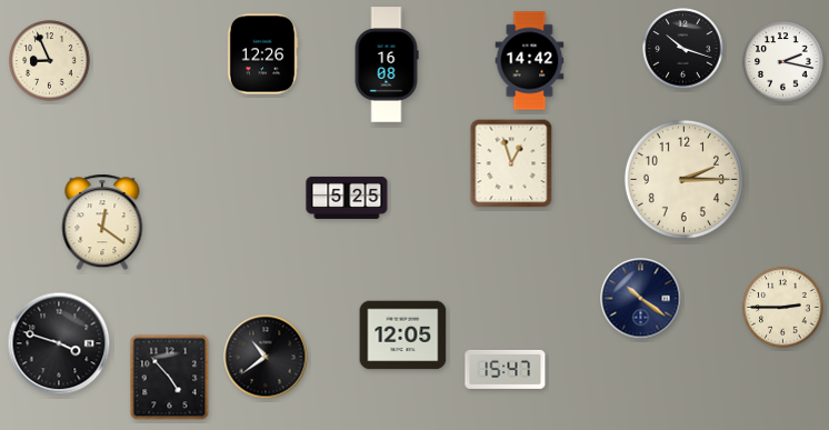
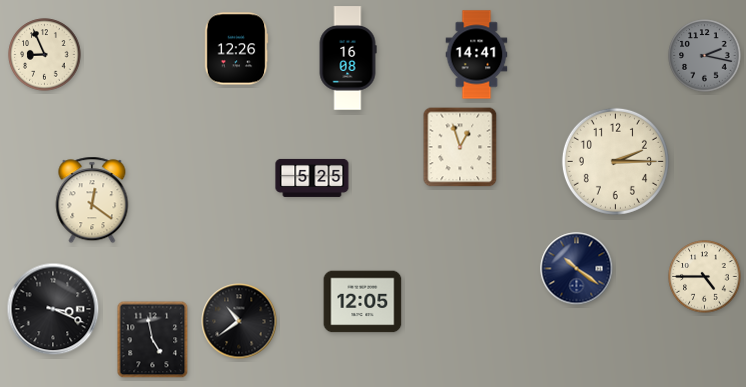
clock at (683, 49): 10:18 -> none
clock at (530, 61): 14:42 -> 14:41
clock at (783, 62) dial: white -> grey
clock at (783, 308): 2:45 -> 4:45
clock at (59, 343): 3:48 -> 3:19
clock at (506, 369): 15:47 -> none
clock at (170, 378): 4:53 -> 4:58
